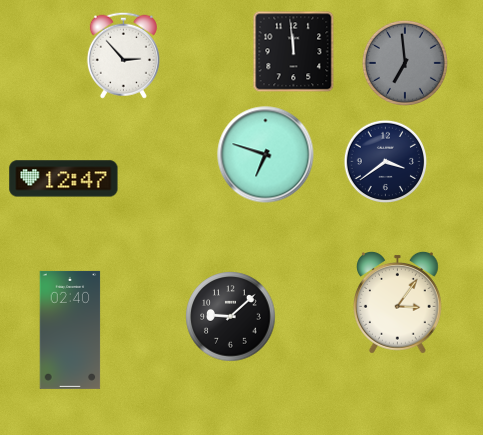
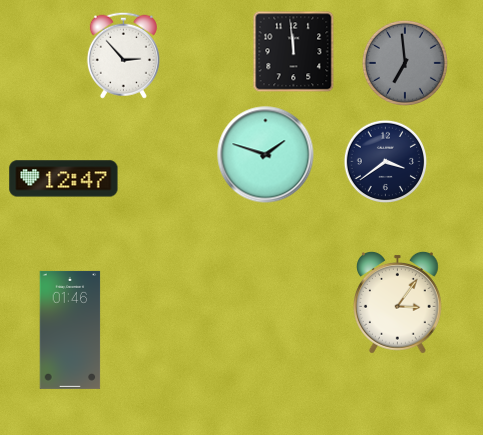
clock at (266, 155): 6:48 -> 1:48
clock at (231, 317): 9:08 -> none
clock at (70, 330): 02:40 -> 01:46
